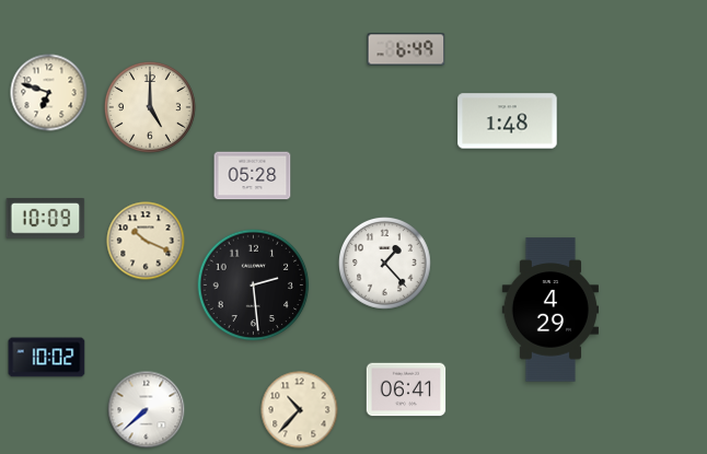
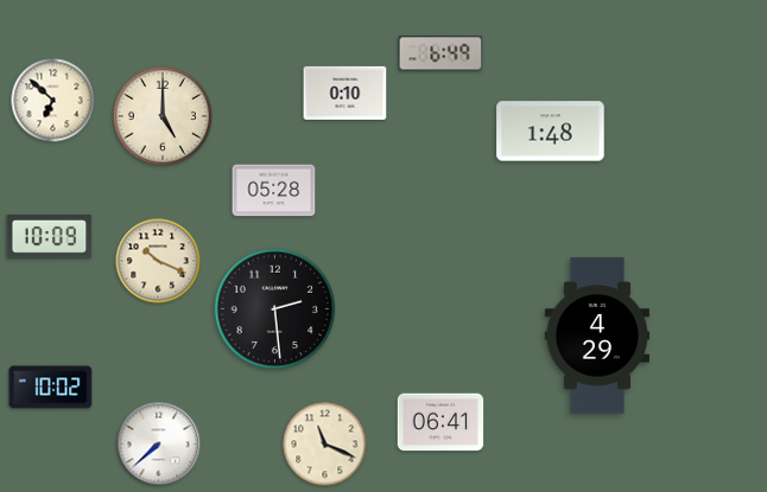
clock at (346, 92): none -> 0:10
clock at (49, 93): 6:48 -> 6:52
clock at (385, 264): 1:23 -> none
clock at (300, 410): 10:37 -> 11:19
